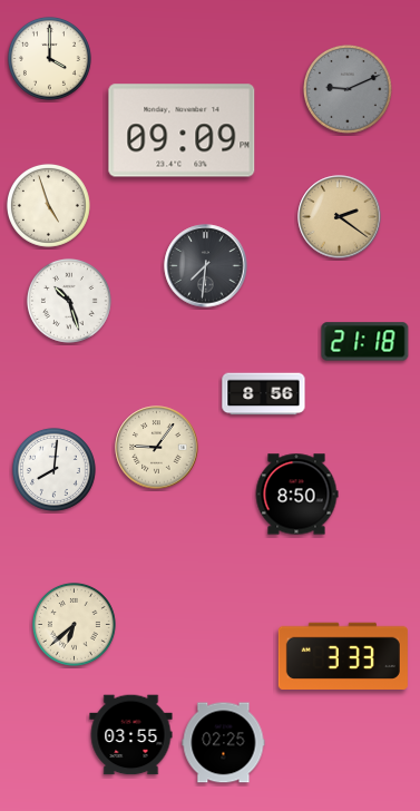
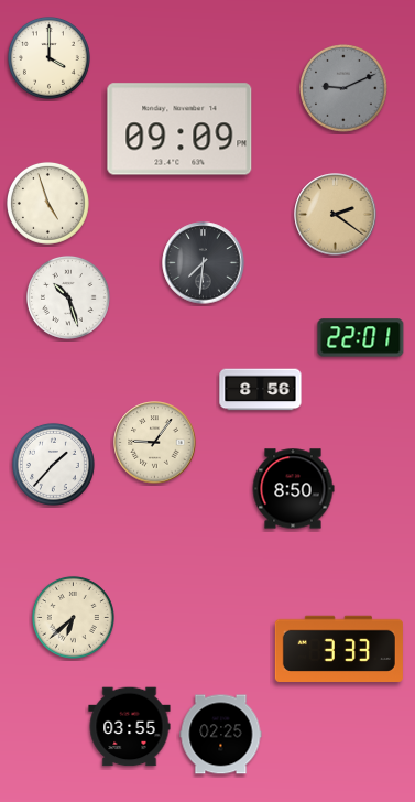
clock at (365, 342): 21:18 -> 22:01
clock at (53, 469): 8:01 -> 1:37
